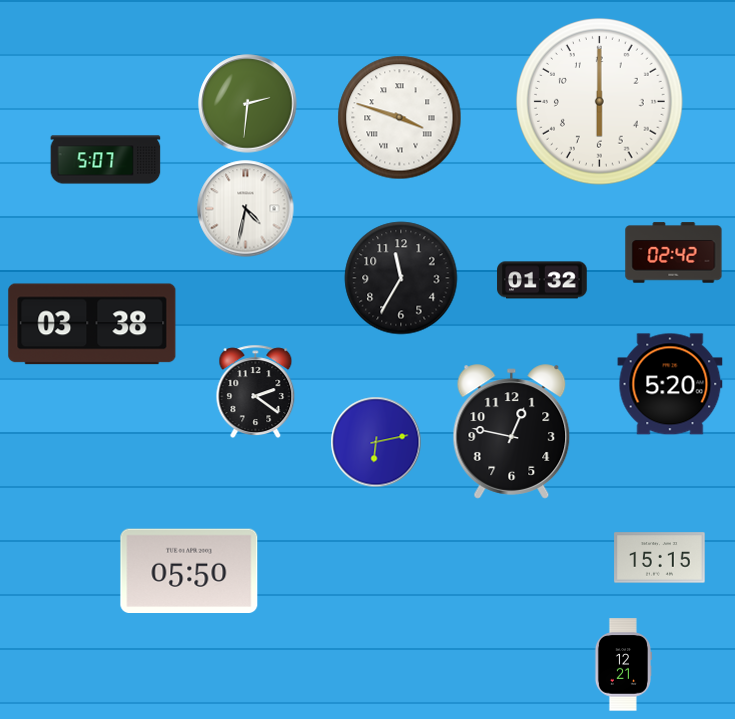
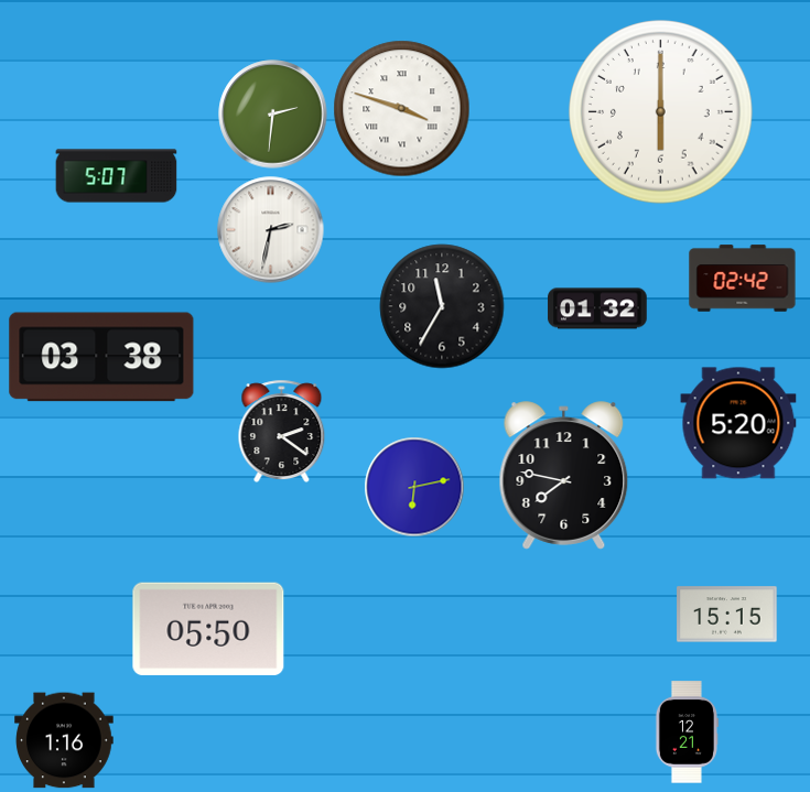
clock at (400, 118) position: (400, 118) -> (402, 109)
clock at (246, 209): 4:32 -> 2:32
clock at (512, 432): 12:47 -> 7:47
clock at (64, 740): none -> 1:16
